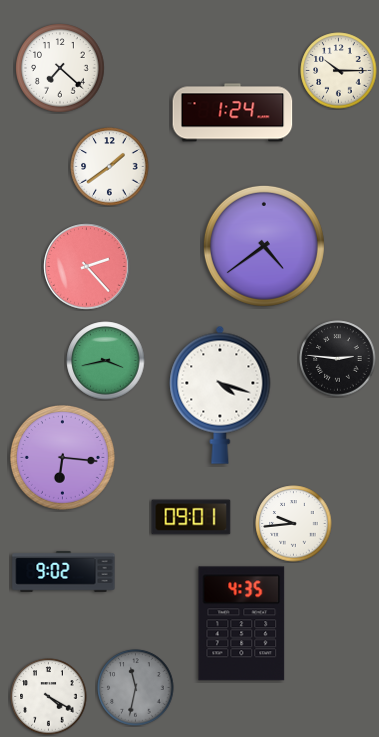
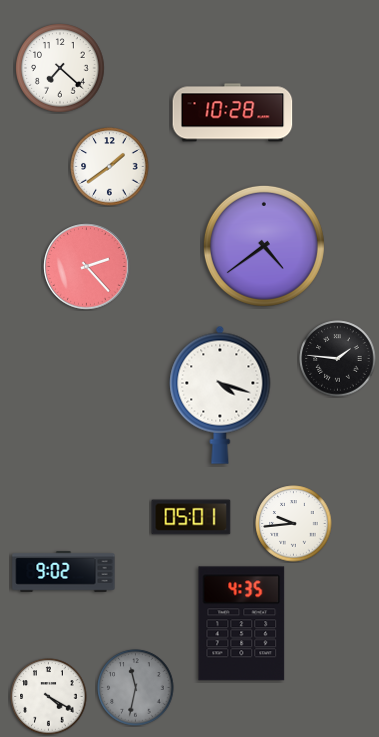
clock at (339, 71): 10:15 -> none
clock at (233, 113): 1:24 -> 10:28
clock at (338, 359): 2:46 -> 1:46
clock at (106, 361): 3:43 -> none
clock at (62, 457): 6:16 -> none
clock at (191, 517): 09:01 -> 05:01
